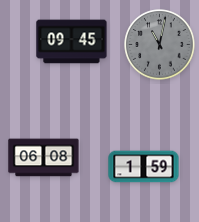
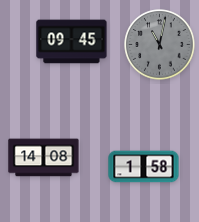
clock at (44, 158): 06:08 -> 14:08
clock at (144, 167): 1:59 -> 1:58
